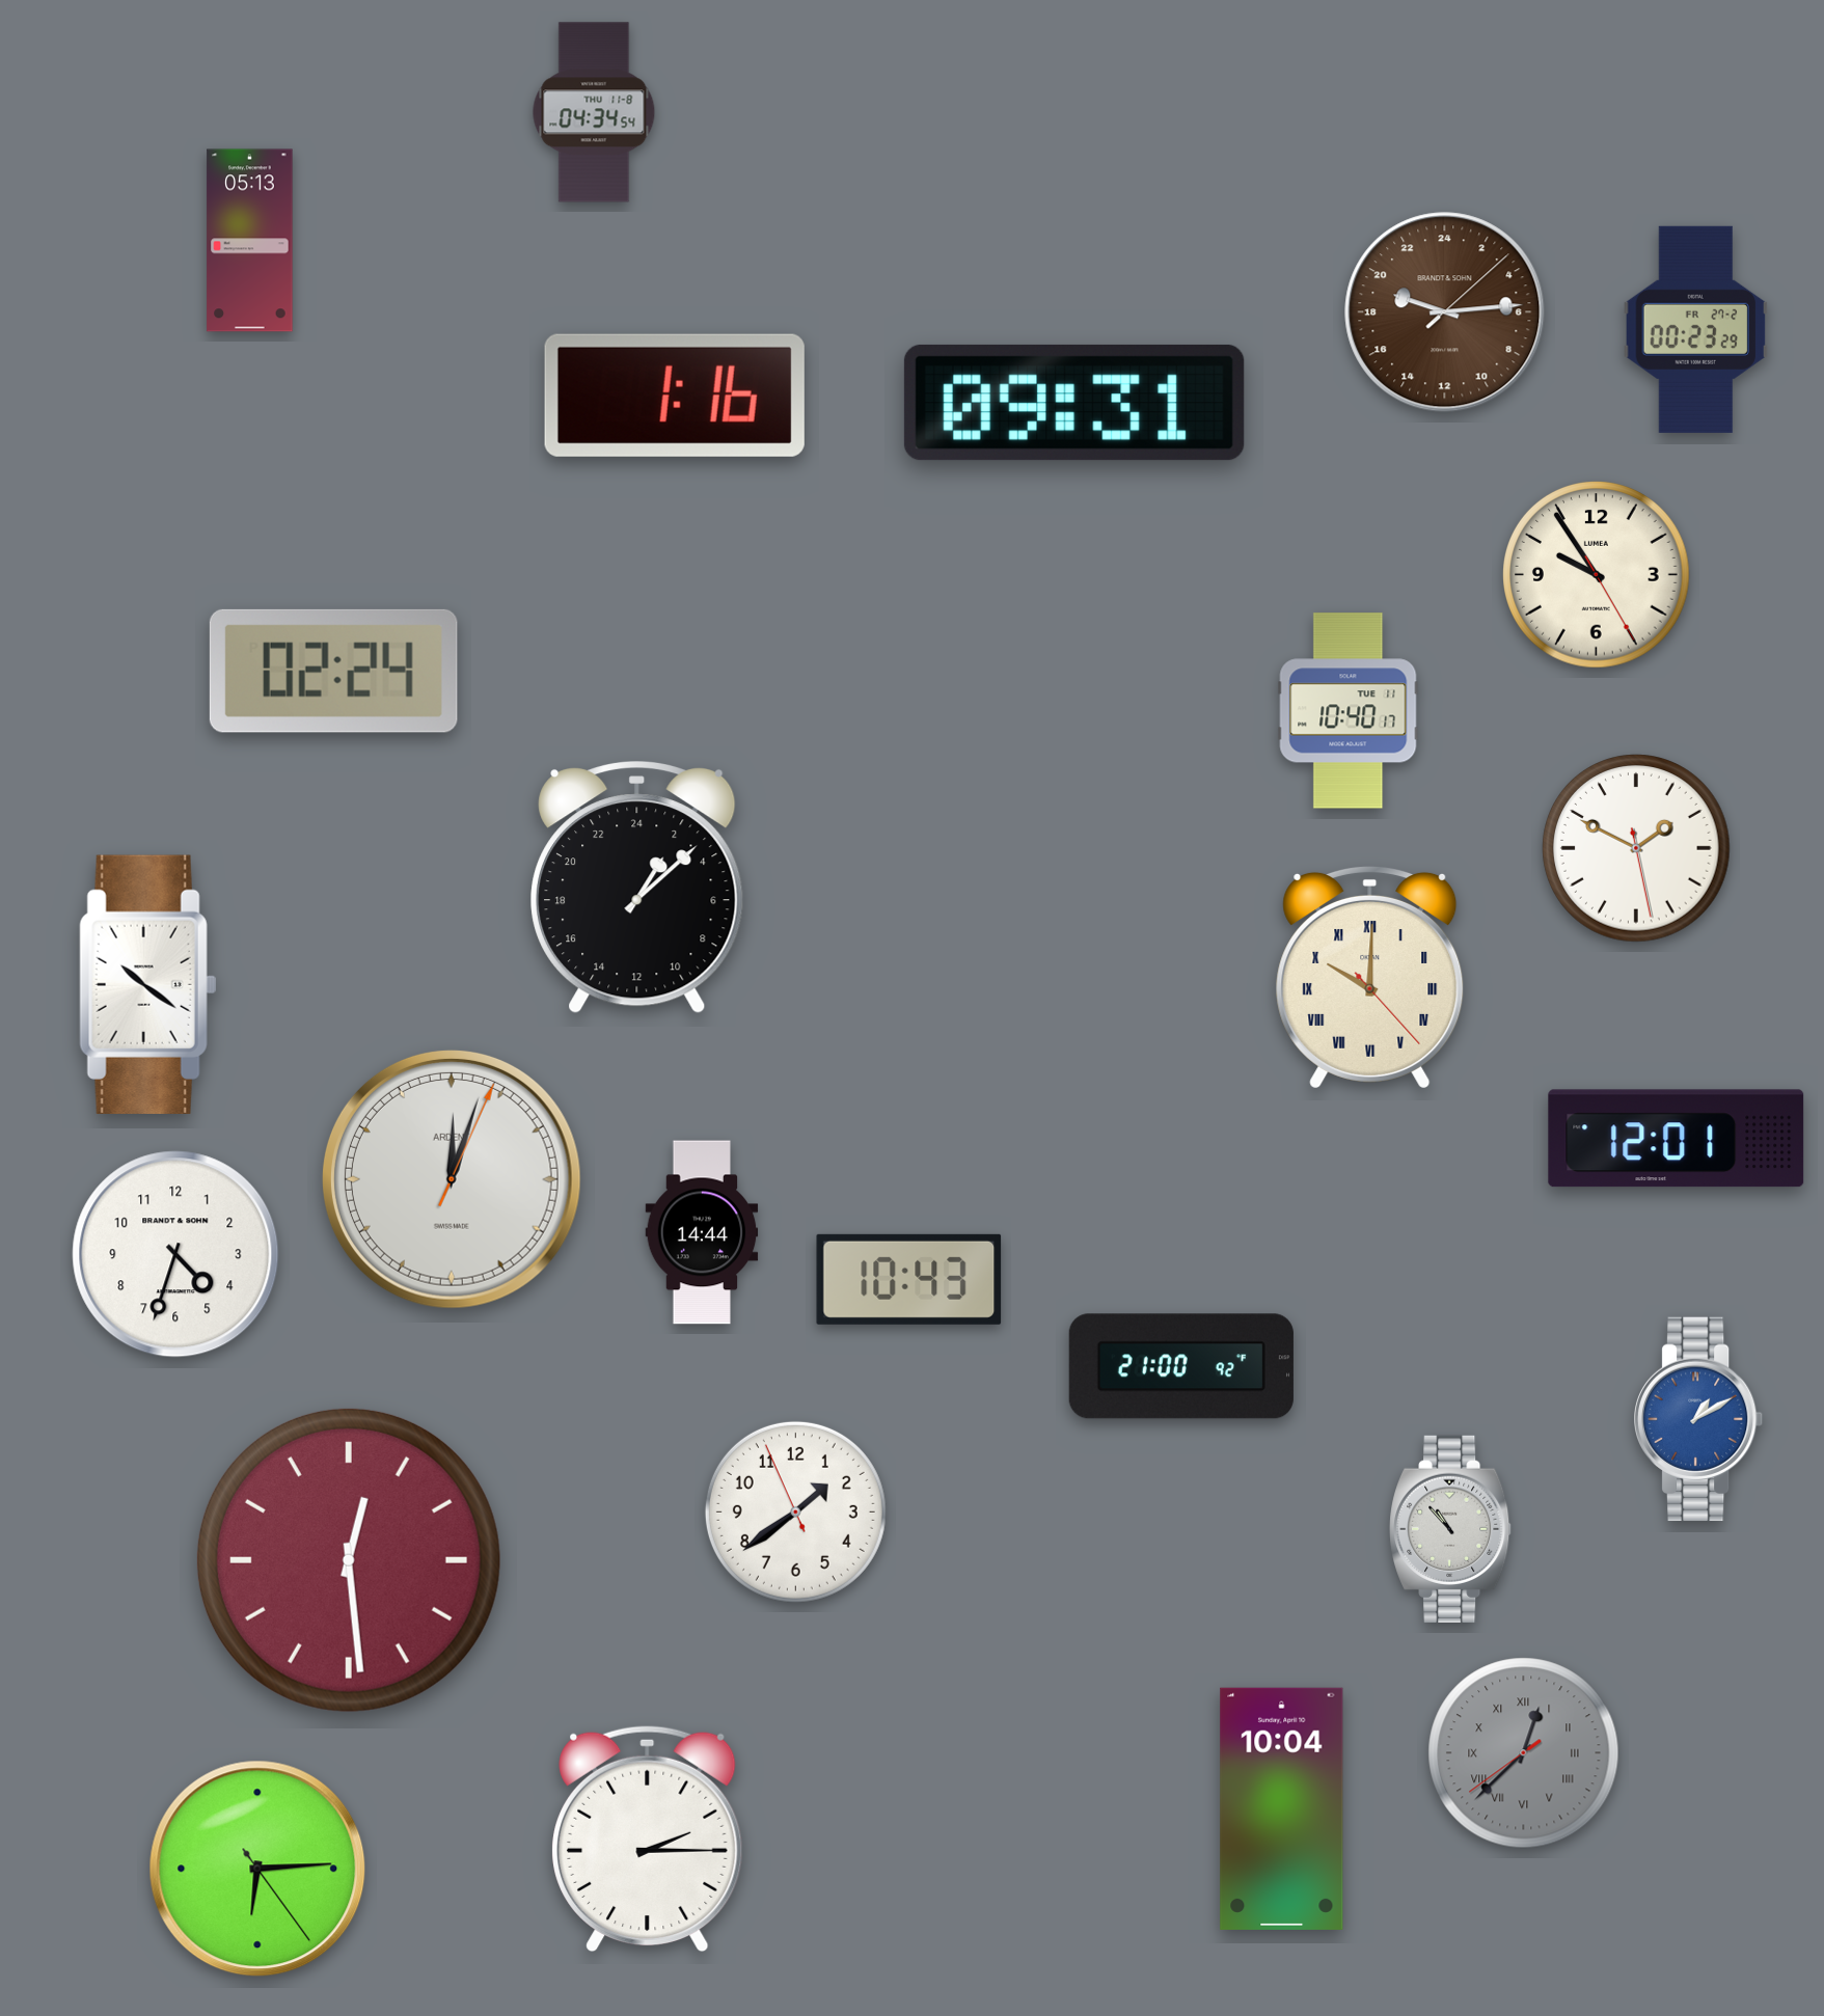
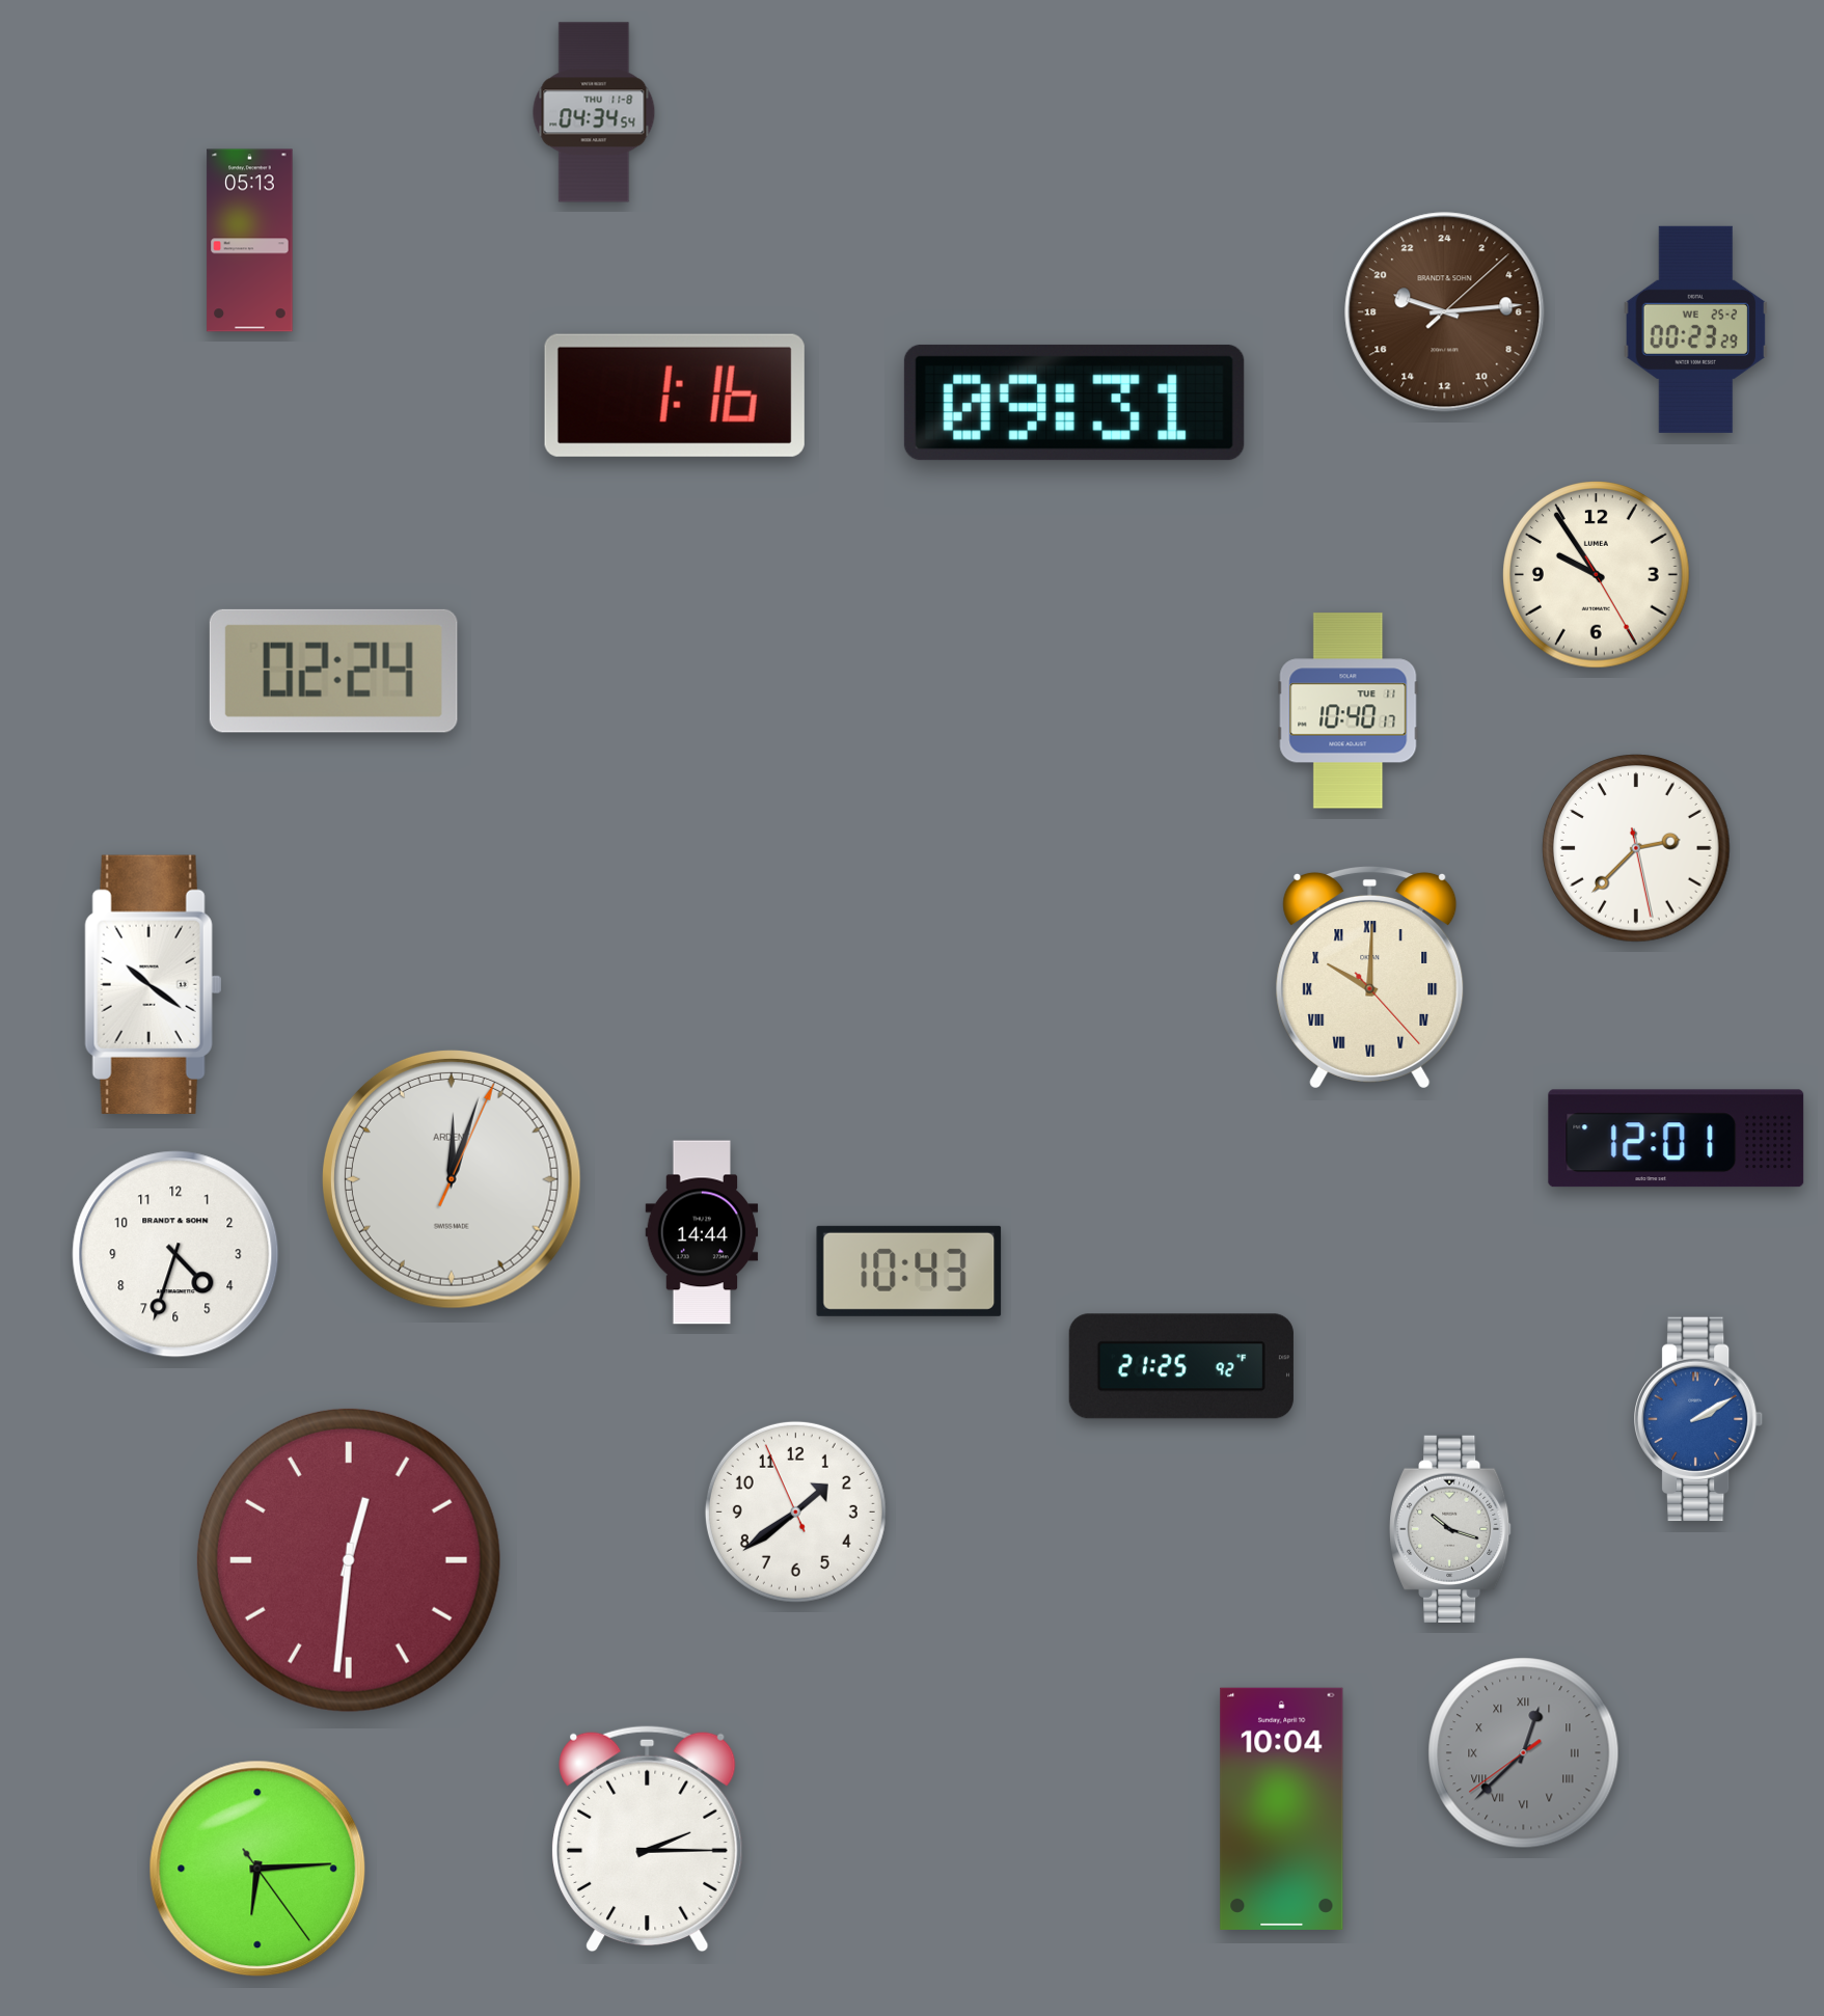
clock at (1695, 329) date: FR 27-2 -> WE 25-2
clock at (1636, 848): 1:49 -> 2:37
clock at (637, 888): 2:08 -> none
clock at (148, 984) position: (148, 984) -> (154, 984)
clock at (909, 1279) position: (909, 1279) -> (909, 1271)
clock at (1181, 1366): 21:00 -> 21:25
clock at (1698, 1419): 1:10 -> 2:10
clock at (1451, 1529): 10:53 -> 10:18
clock at (349, 1560): 12:29 -> 12:31
